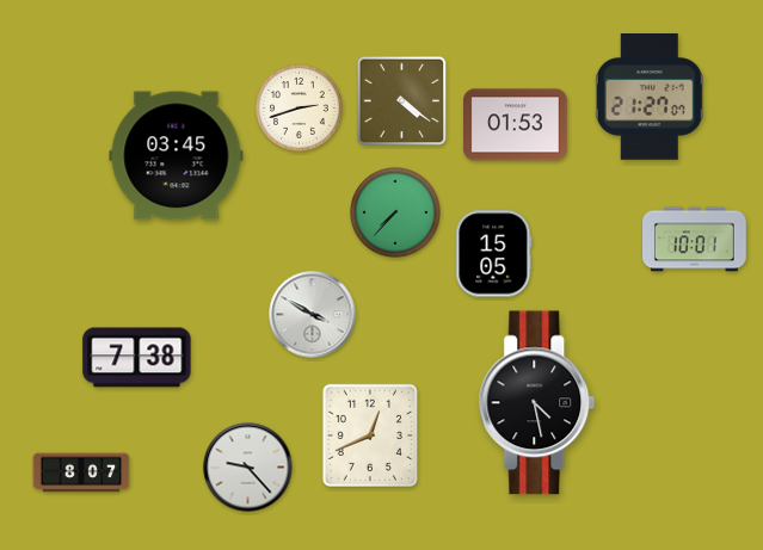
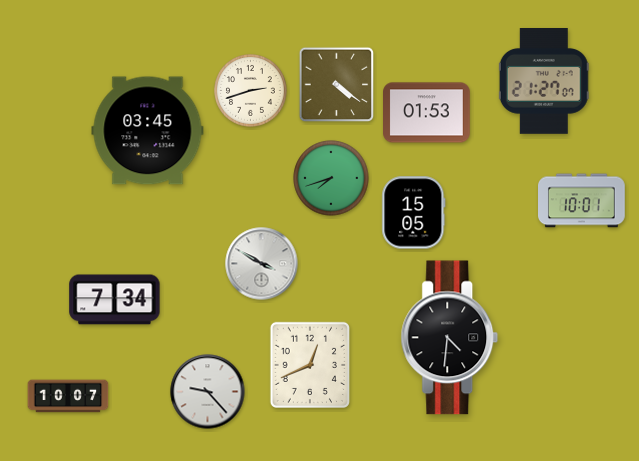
clock at (516, 125) position: (516, 125) -> (427, 113)
clock at (395, 212): 7:37 -> 7:42
clock at (137, 358): 7:38 -> 7:34
clock at (537, 403): 4:28 -> 4:31
clock at (81, 472): 8:07 -> 10:07
